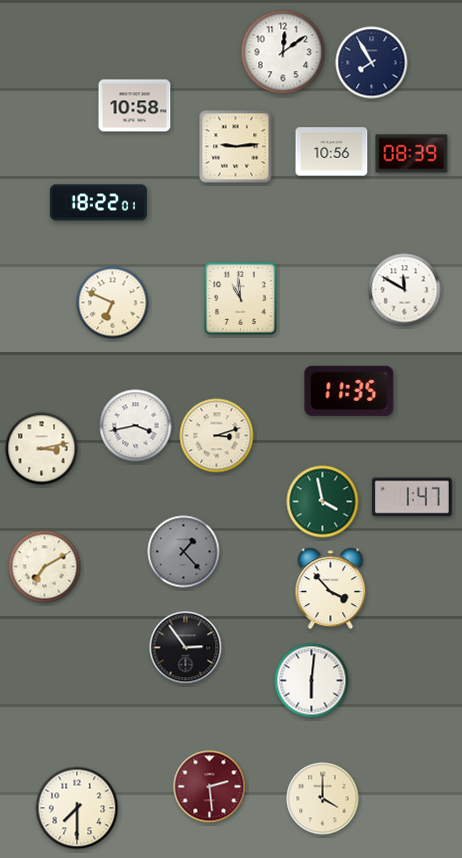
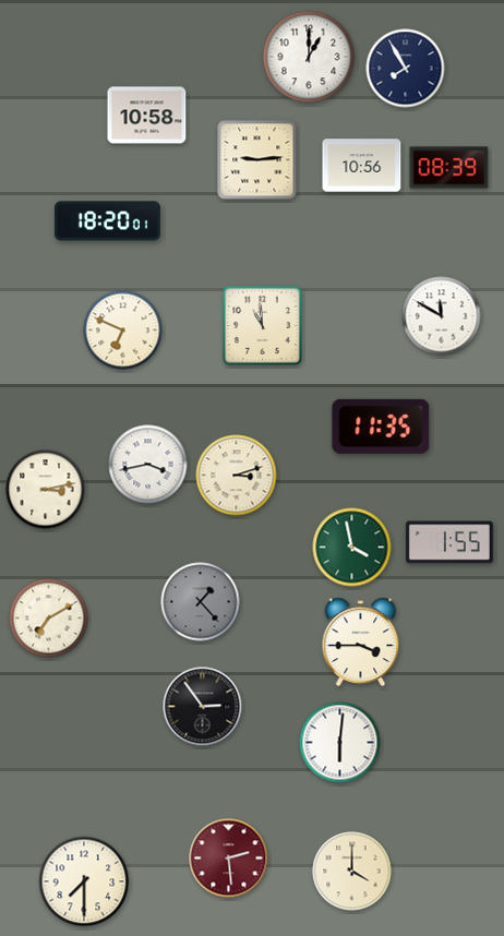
clock at (283, 52): 12:09 -> 1:00
clock at (98, 203): 18:22 -> 18:20
clock at (412, 497): 1:47 -> 1:55
clock at (331, 589): 3:53 -> 3:45
